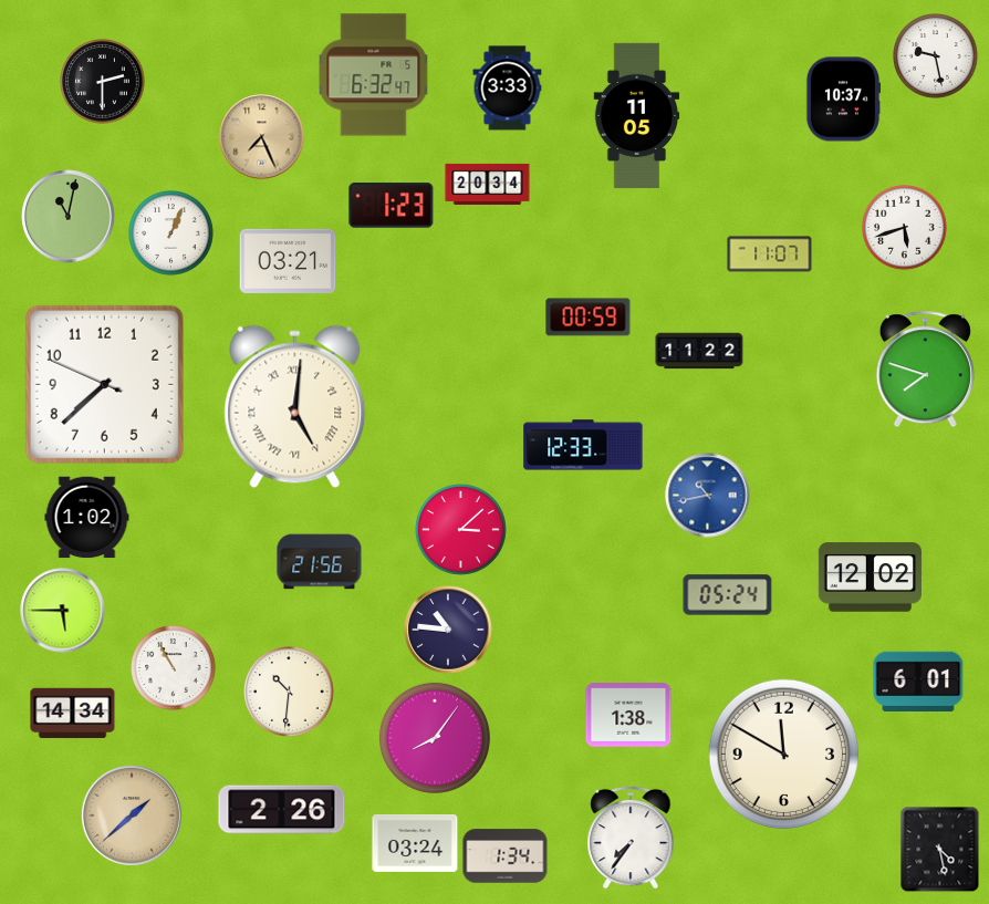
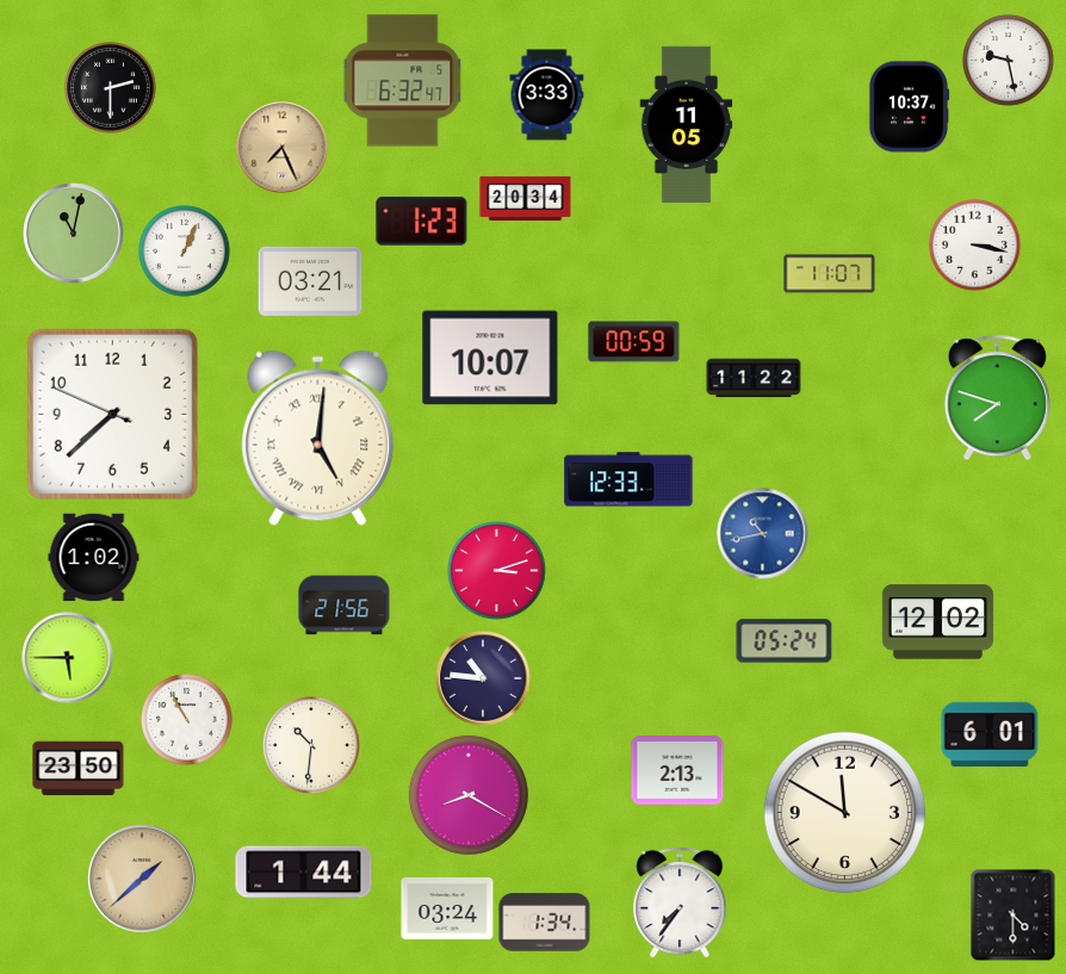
clock at (905, 228): 5:42 -> 3:17
clock at (490, 358): none -> 10:07
clock at (461, 530): 3:08 -> 3:12
clock at (73, 714): 14:34 -> 23:50
clock at (628, 715): 1:38 -> 2:13
clock at (435, 738): 8:06 -> 8:20
clock at (282, 810): 2:26 -> 1:44
clock at (940, 849): 4:28 -> 4:30
